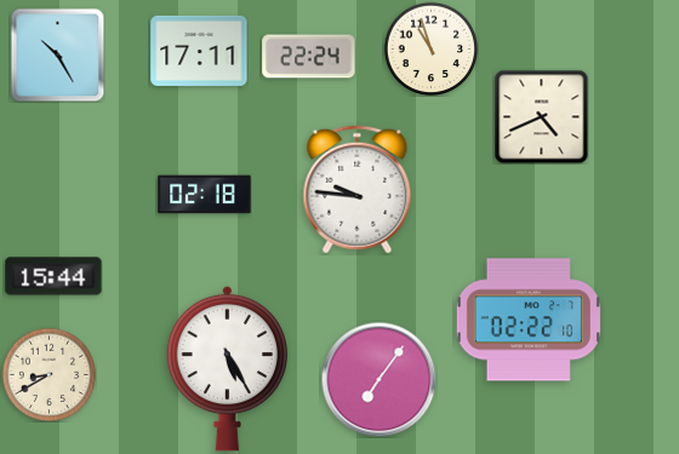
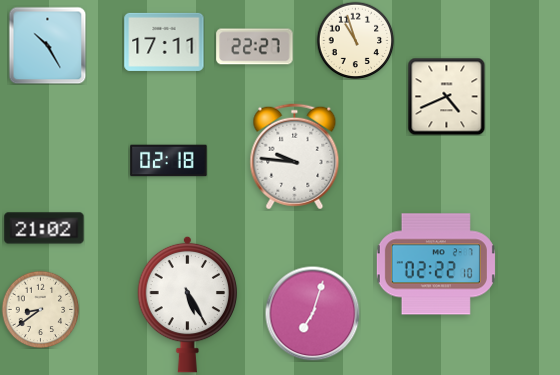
clock at (309, 57): 22:24 -> 22:27
clock at (53, 276): 15:44 -> 21:02
clock at (48, 374): 8:40 -> 8:39
clock at (378, 379): 7:06 -> 7:03
